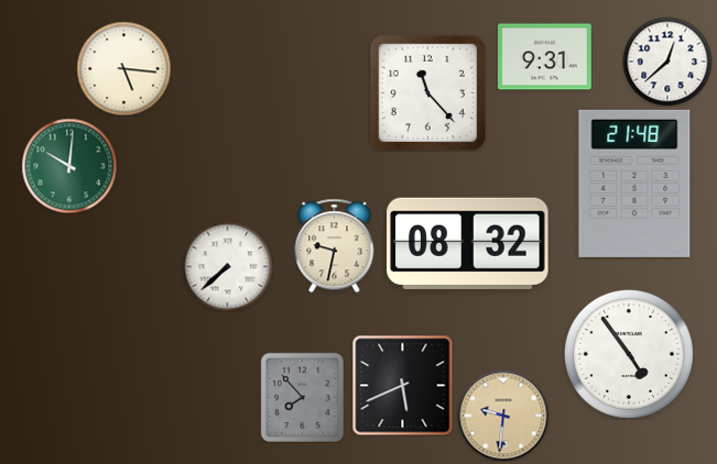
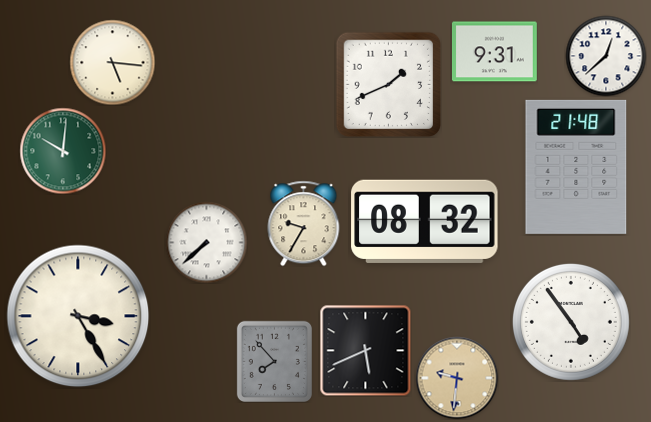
clock at (427, 92): 11:23 -> 1:41
clock at (335, 245): 9:32 -> 9:35
clock at (78, 316): none -> 3:25
